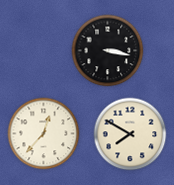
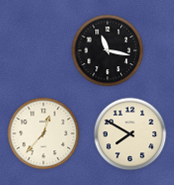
clock at (108, 51): 3:17 -> 11:17
